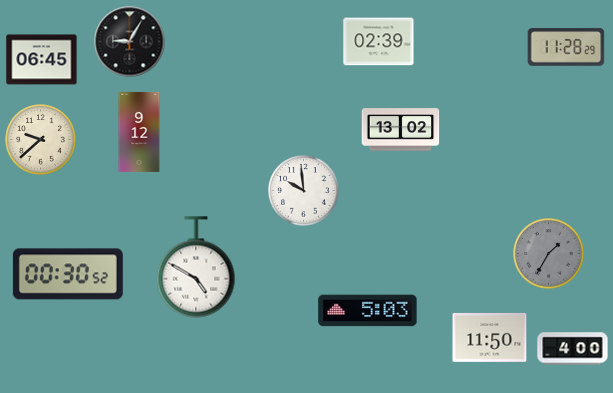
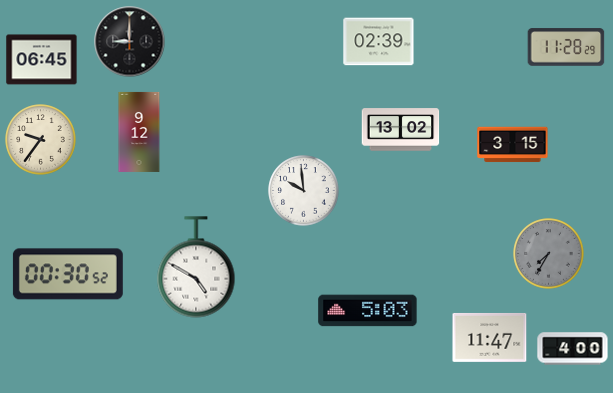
clock at (130, 42): 9:05 -> 9:00
clock at (41, 140): 9:38 -> 9:36
clock at (513, 145): none -> 3:15
clock at (549, 254): 1:35 -> 7:35
clock at (490, 337): 11:50 -> 11:47
